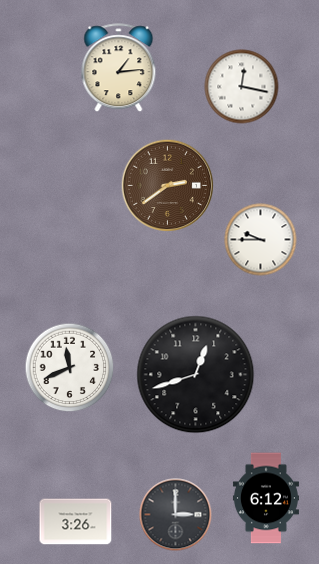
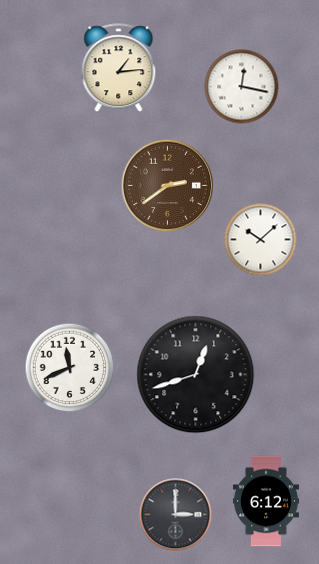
clock at (261, 240): 9:45 -> 10:08
clock at (266, 498) position: (266, 498) -> (266, 501)
clock at (76, 522): 3:26 -> none
